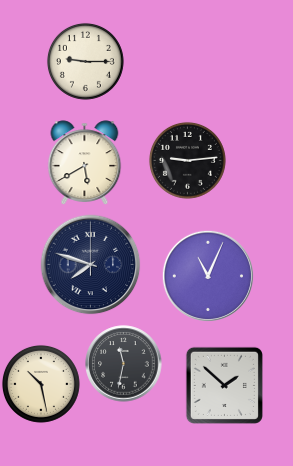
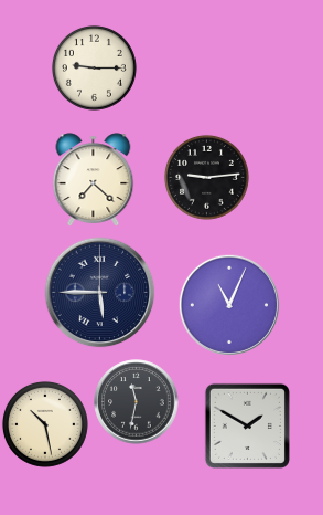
clock at (85, 163): 5:40 -> 7:22
clock at (91, 265): 7:48 -> 5:45
clock at (224, 385): 1:52 -> 1:50
